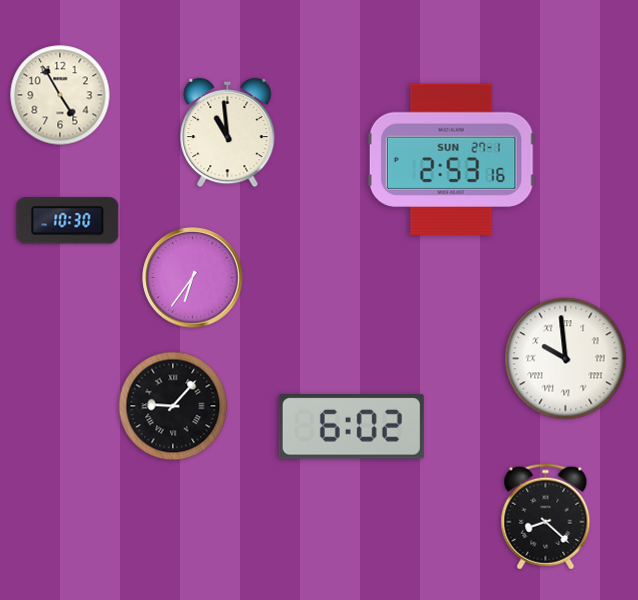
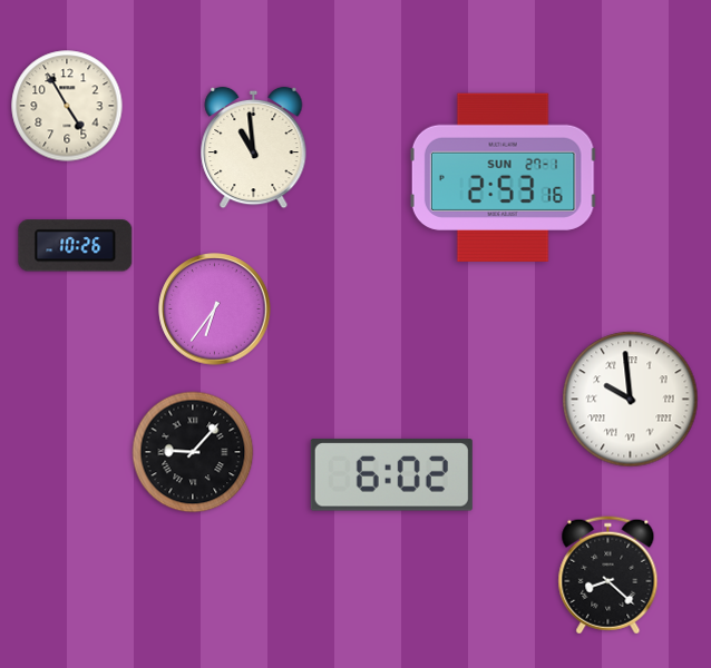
clock at (68, 221): 10:30 -> 10:26
